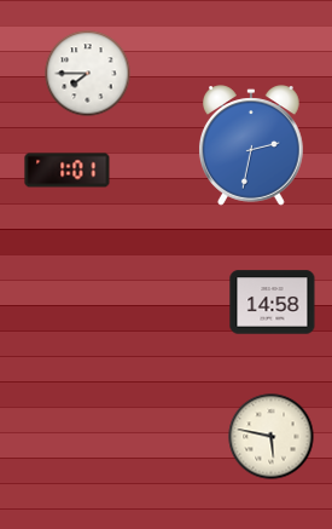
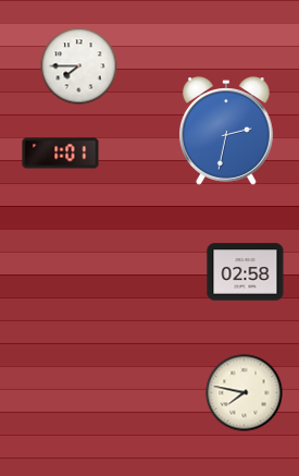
clock at (273, 303): 14:58 -> 02:58
clock at (272, 437): 5:47 -> 7:47
